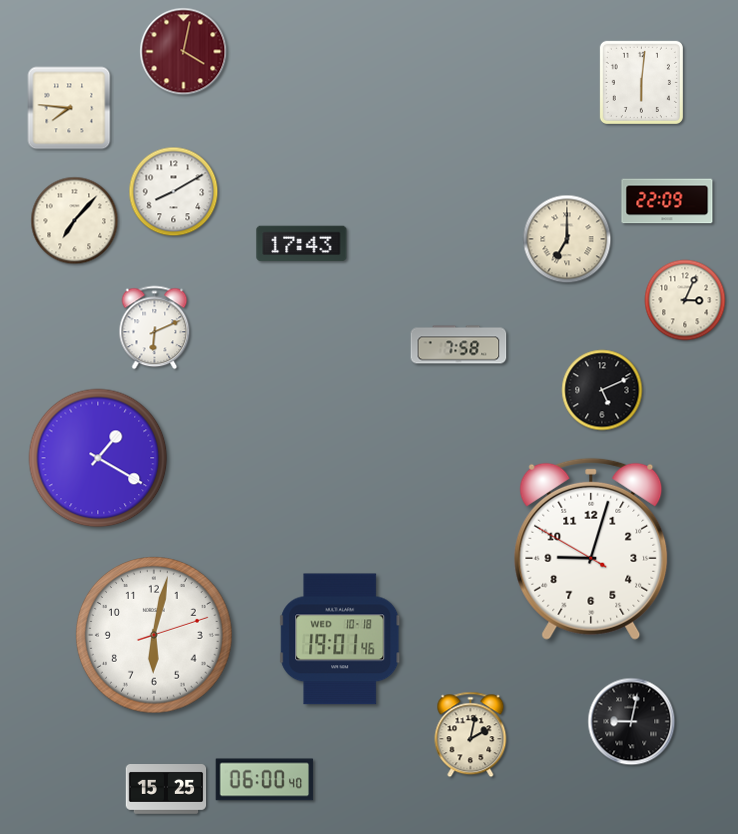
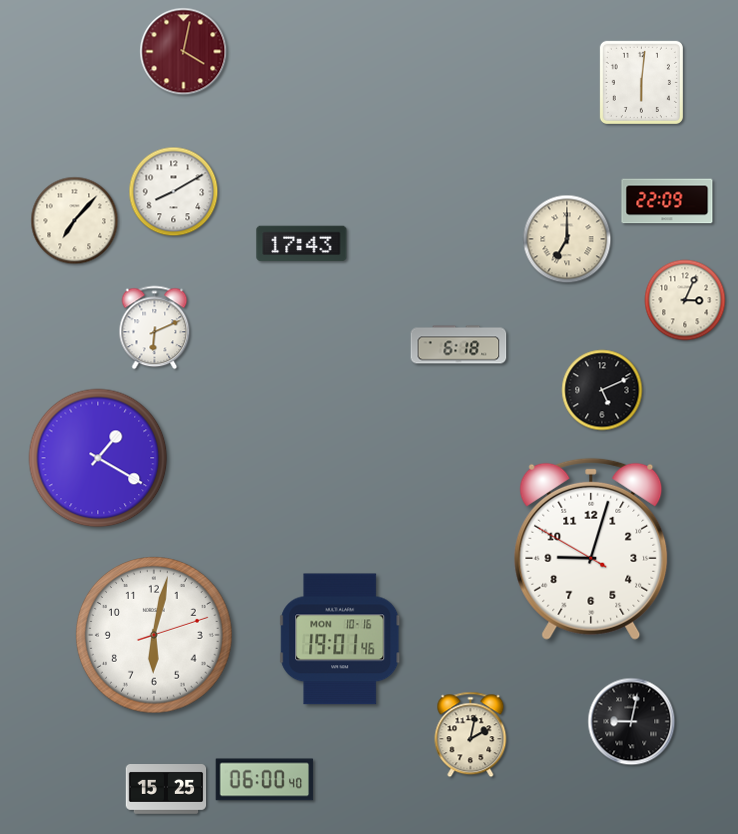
clock at (69, 108): 7:46 -> none
clock at (459, 345): 7:58 -> 6:18
clock at (341, 639) date: WED 10-18 -> MON 10-16
